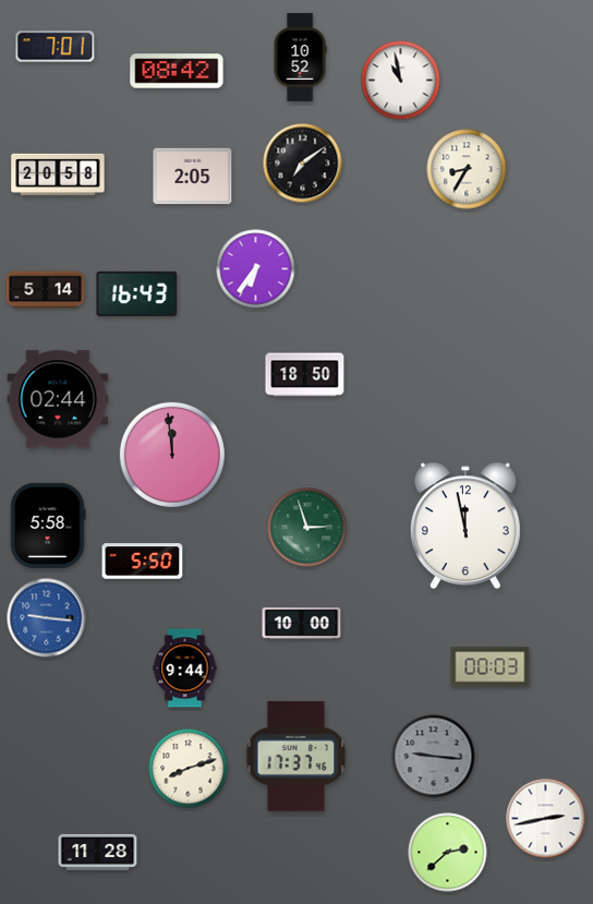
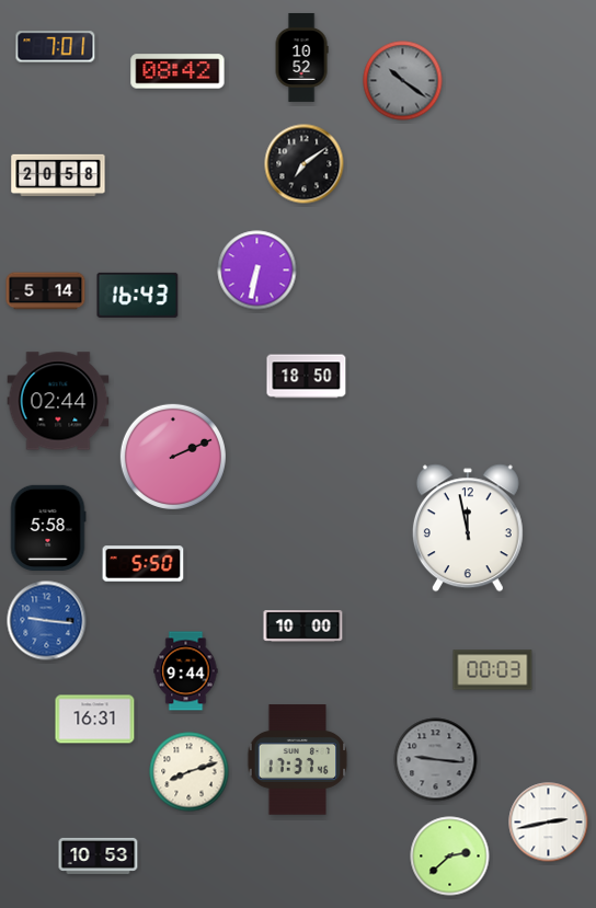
clock at (401, 81): 10:58 -> 10:21
clock at (401, 81) dial: white -> grey
clock at (467, 169): 8:35 -> none
clock at (193, 177): 2:05 -> none
clock at (256, 269): 6:36 -> 6:32
clock at (172, 455): 11:59 -> 2:11
clock at (307, 528): 2:57 -> none
clock at (95, 720): none -> 16:31
clock at (98, 852): 11:28 -> 10:53
